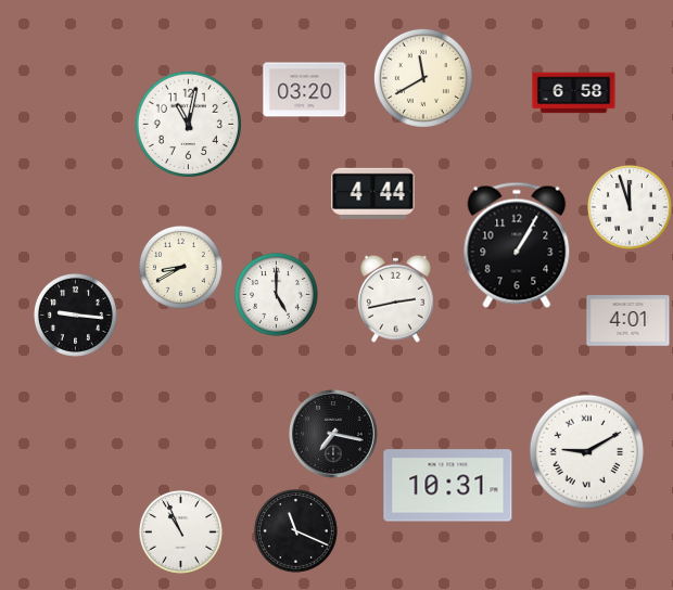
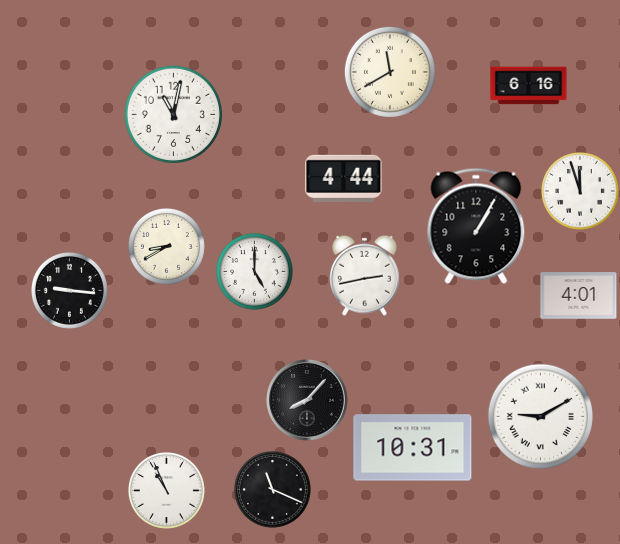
clock at (305, 90): 03:20 -> none
clock at (574, 93): 6:58 -> 6:16
clock at (334, 435): 7:17 -> 8:07
